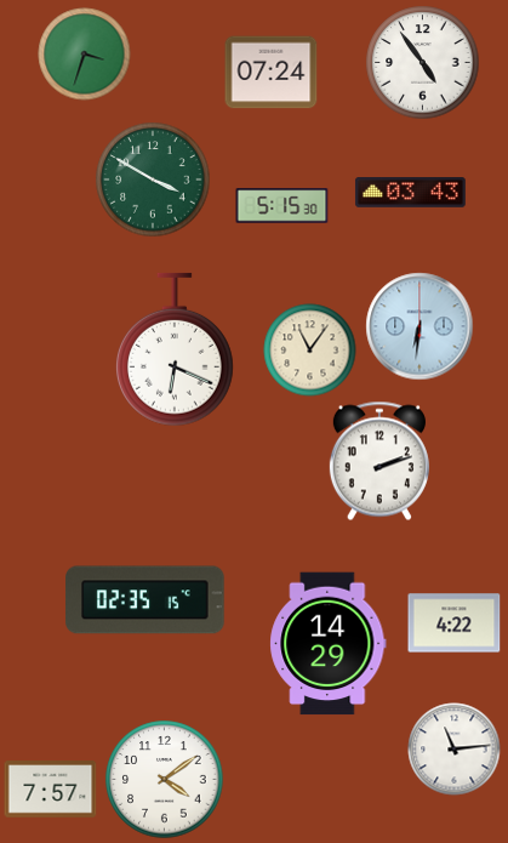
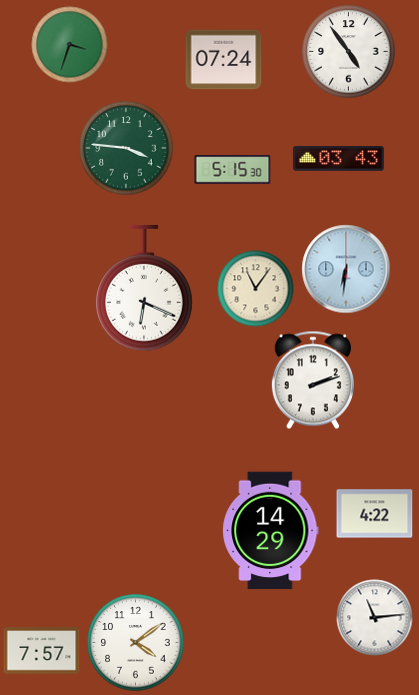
clock at (153, 180): 3:50 -> 3:46
clock at (145, 600): 02:35 -> none
